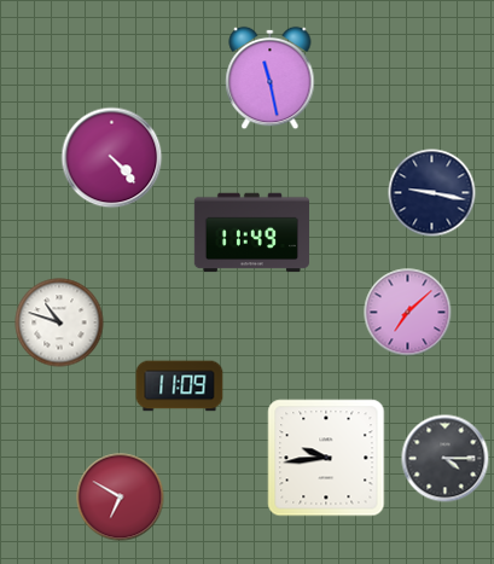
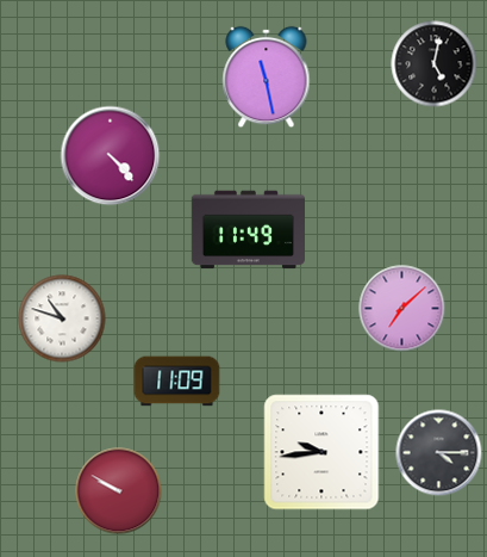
clock at (435, 64): none -> 5:02
clock at (432, 193): 9:17 -> none
clock at (59, 322) position: (59, 322) -> (62, 318)
clock at (121, 498): 6:50 -> 9:50
